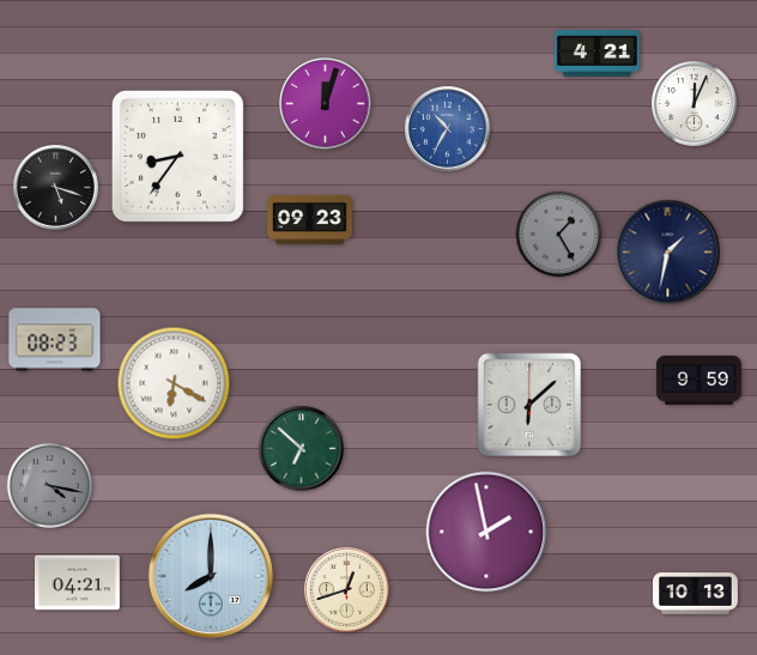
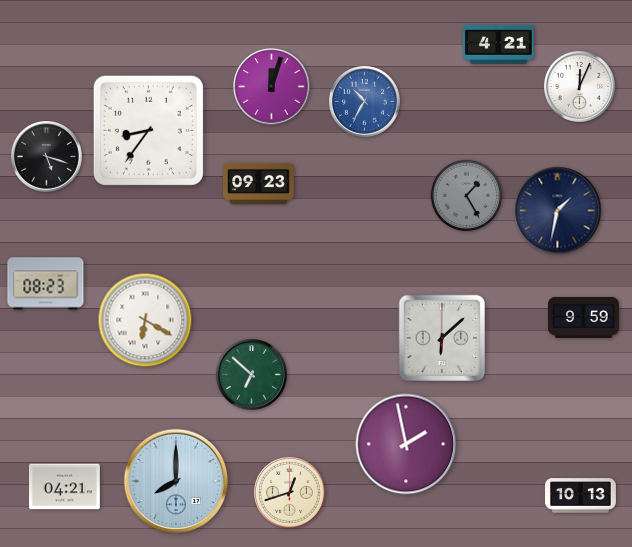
clock at (448, 129) position: (448, 129) -> (365, 102)
clock at (50, 486): 4:17 -> none
